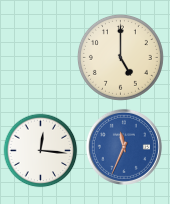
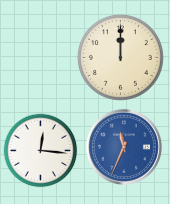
clock at (120, 57): 5:00 -> 12:00
